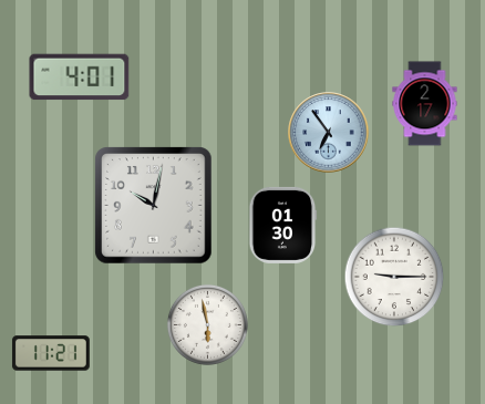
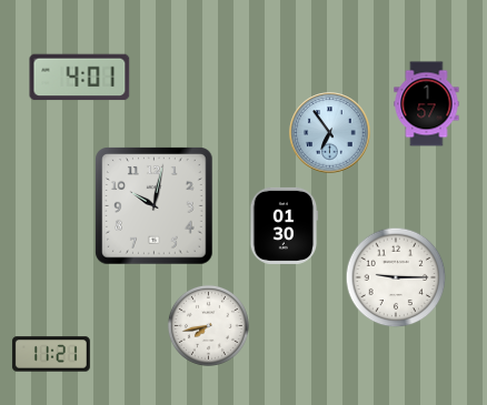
clock at (425, 104): 2:17 -> 1:57
clock at (207, 324): 5:58 -> 7:43
